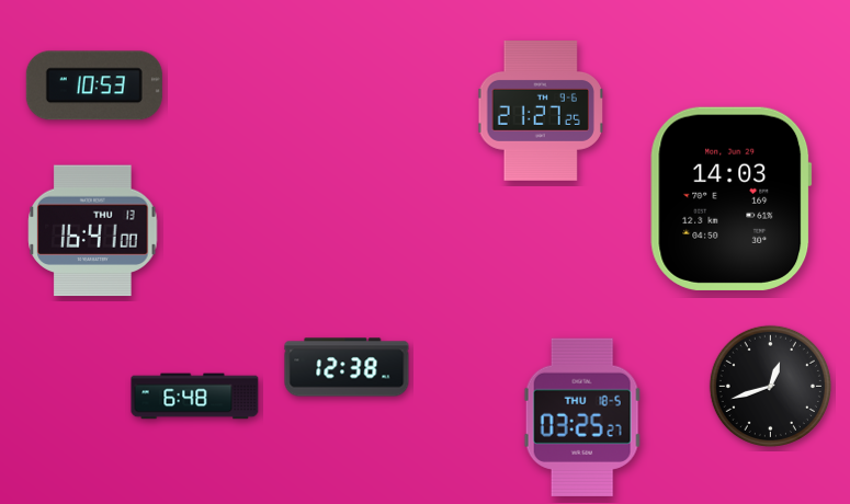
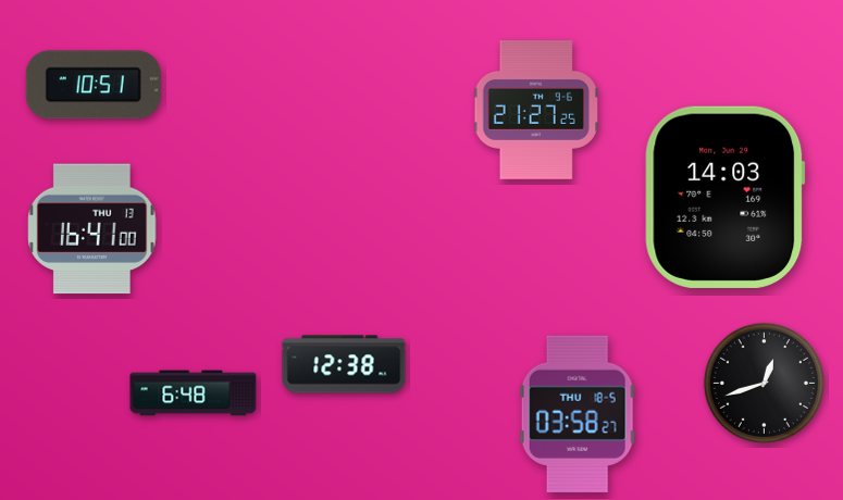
clock at (94, 85): 10:53 -> 10:51
clock at (582, 417): 03:25 -> 03:58
